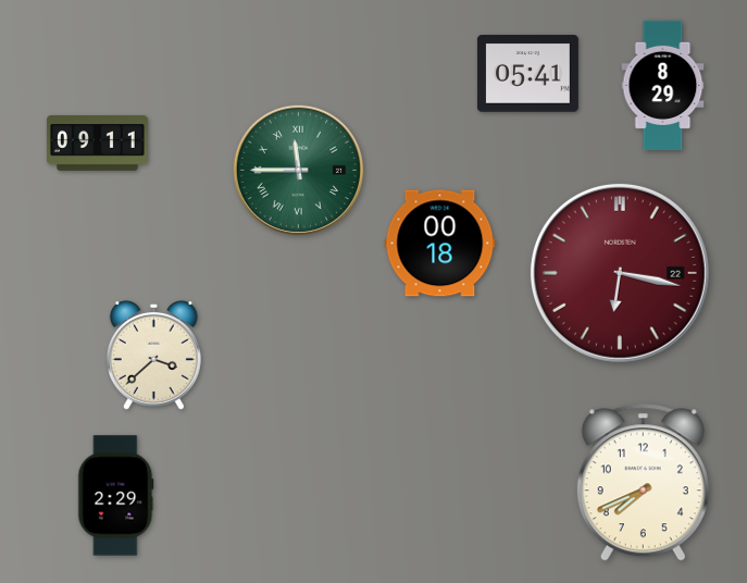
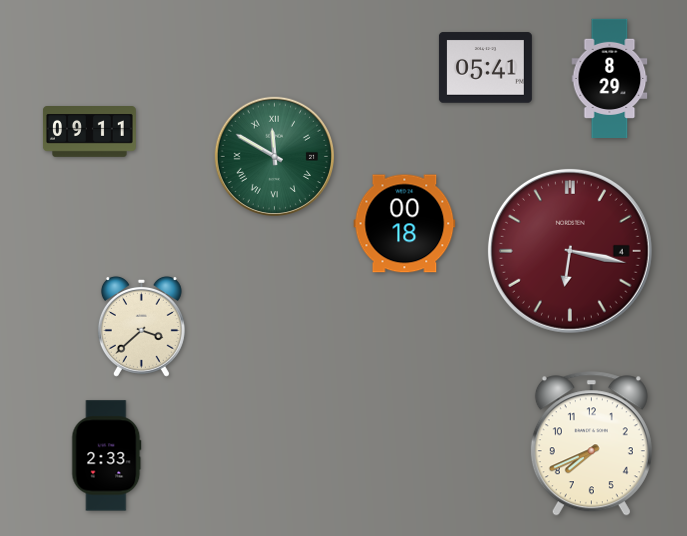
clock at (298, 170): 11:45 -> 11:50
clock at (620, 273) date: 22 -> 4
clock at (116, 496): 2:29 -> 2:33
